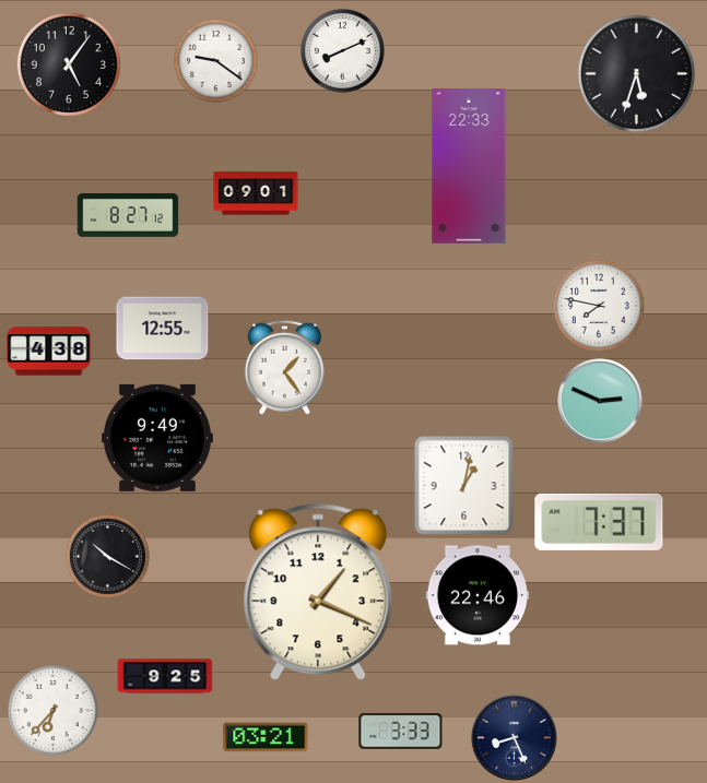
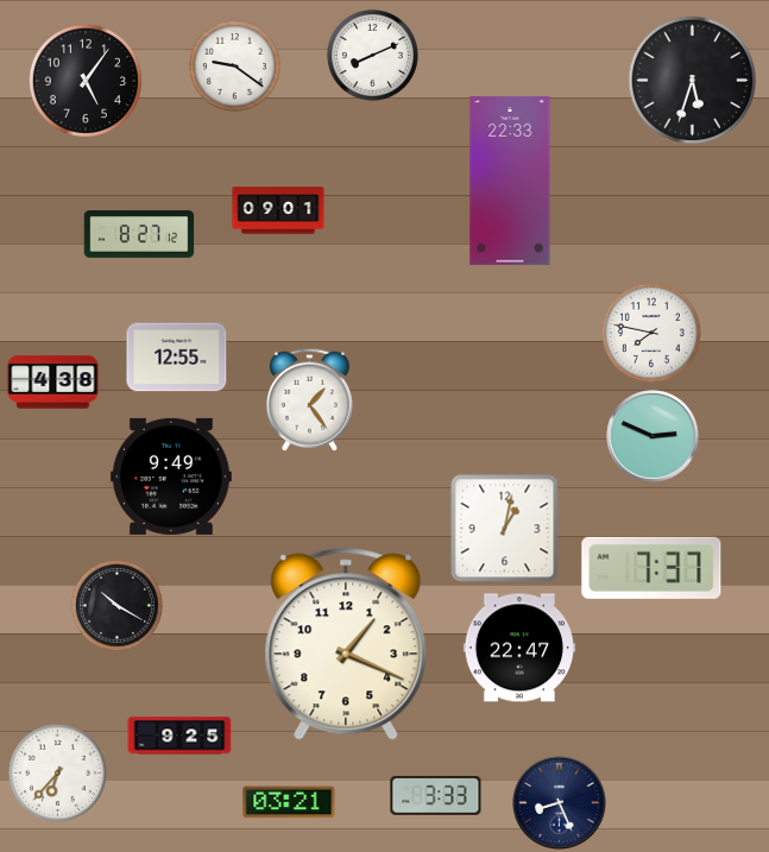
clock at (69, 64) position: (69, 64) -> (86, 81)
clock at (478, 595): 22:46 -> 22:47
